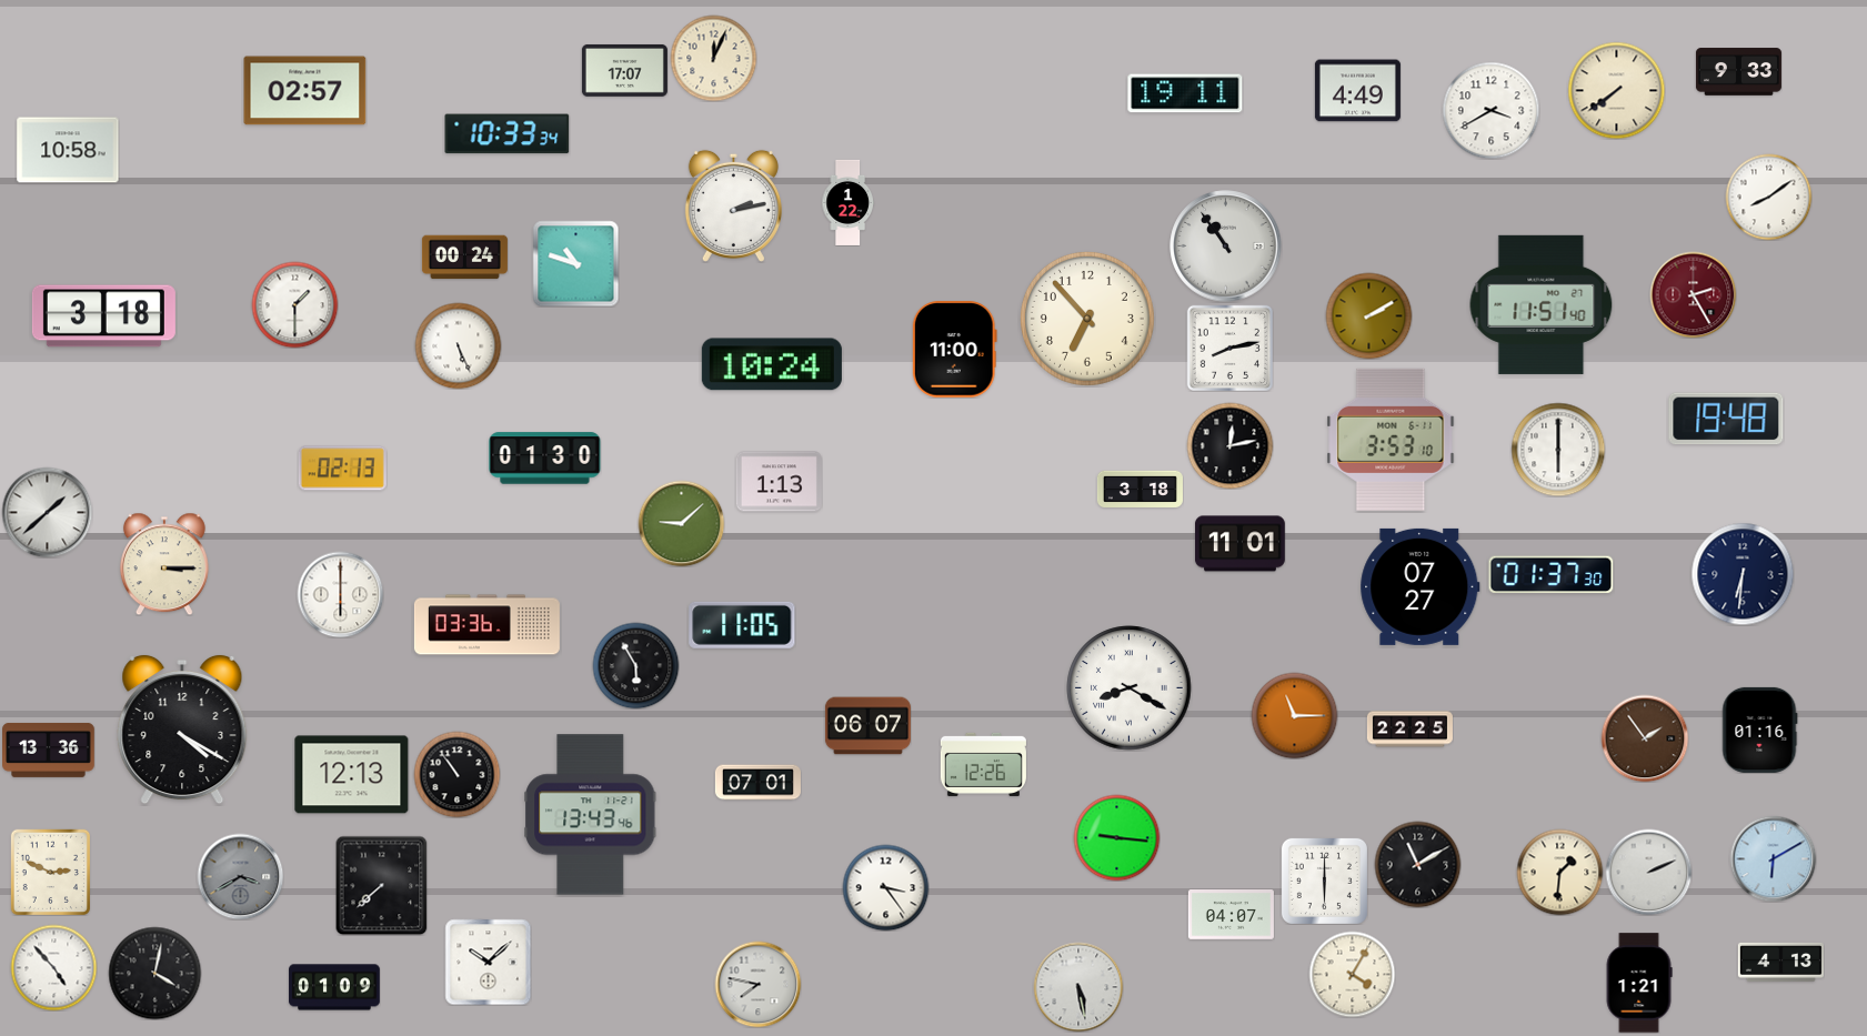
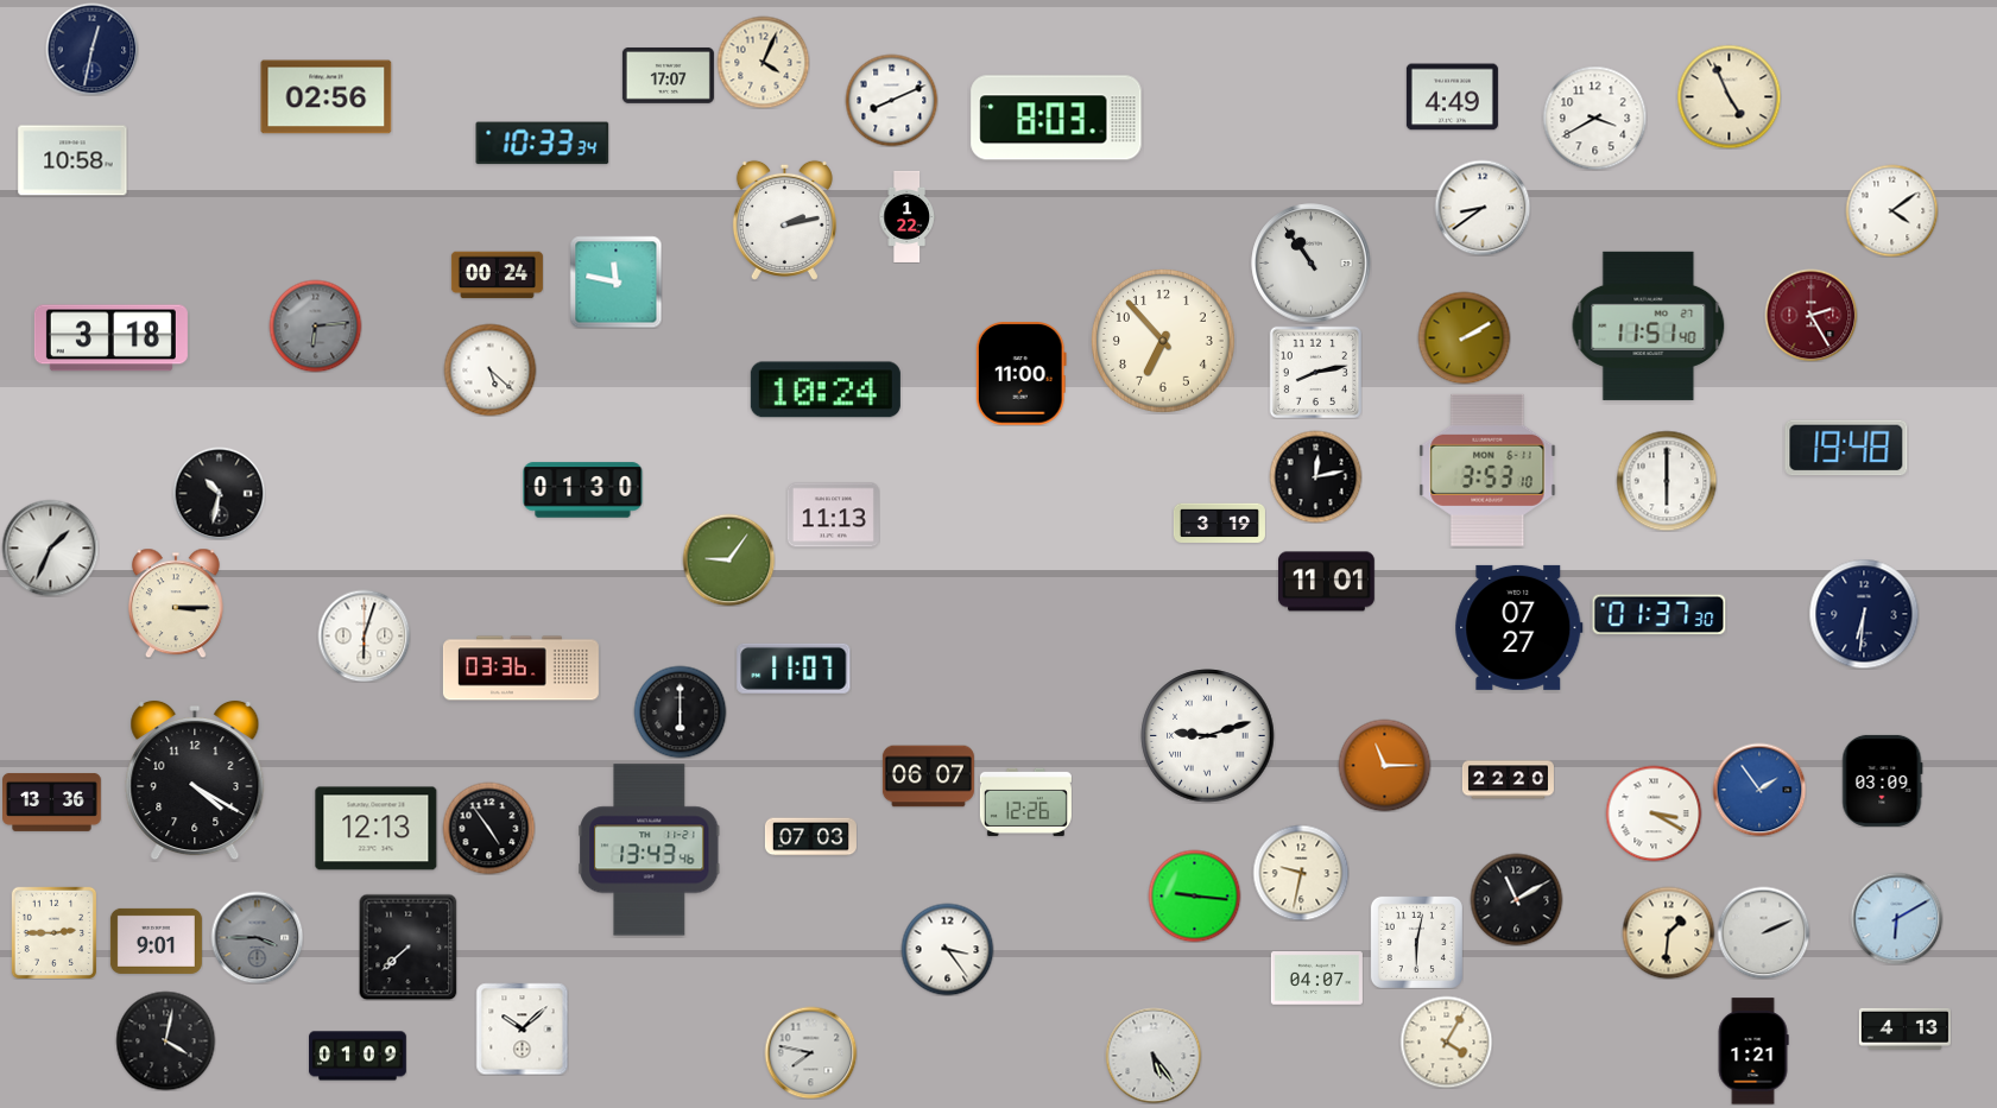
clock at (91, 49): none -> 12:32
clock at (713, 58): 12:04 -> 4:04
clock at (1738, 72): 9:33 -> none
clock at (1616, 90): 7:39 -> 4:56
clock at (305, 91): 02:57 -> 02:56
clock at (891, 100): none -> 8:11
clock at (1185, 93): 19:11 -> none
clock at (1056, 118): none -> 8:03
clock at (1483, 208): none -> 8:39
clock at (1768, 197): 8:09 -> 4:09
clock at (575, 263): 10:48 -> 11:47
clock at (294, 304): 1:30 -> 6:14
clock at (294, 304) dial: white -> grey
clock at (458, 345): 5:26 -> 5:22
clock at (219, 493): none -> 10:32
clock at (342, 469): 02:13 -> none
clock at (779, 482): 1:13 -> 11:13
clock at (1140, 490): 3:18 -> 3:19
clock at (47, 512): 1:38 -> 1:34
clock at (681, 523): 9:08 -> 9:06
clock at (340, 594): 6:00 -> 6:03
clock at (742, 625): 11:05 -> 11:07
clock at (635, 665): 5:55 -> 6:00
clock at (1130, 688): 8:20 -> 9:12
clock at (1409, 730): 22:25 -> 22:20
clock at (1760, 730): 01:16 -> 03:09
clock at (1645, 738) dial: brown -> blue
clock at (1654, 813): none -> 3:20
clock at (983, 764) position: (983, 764) -> (1025, 802)
clock at (456, 774): 10:54 -> 4:54
clock at (757, 783): 07:01 -> 07:03
clock at (591, 815) position: (591, 815) -> (650, 850)
clock at (1301, 873): none -> 9:32
clock at (1417, 864) position: (1417, 864) -> (1516, 899)
clock at (50, 872): 2:49 -> 2:45
clock at (240, 876): 3:40 -> 3:45
clock at (156, 941): none -> 9:01
clock at (1324, 881): 6:00 -> 6:02
clock at (53, 967): 4:53 -> none
clock at (1078, 987): 5:28 -> 5:24
